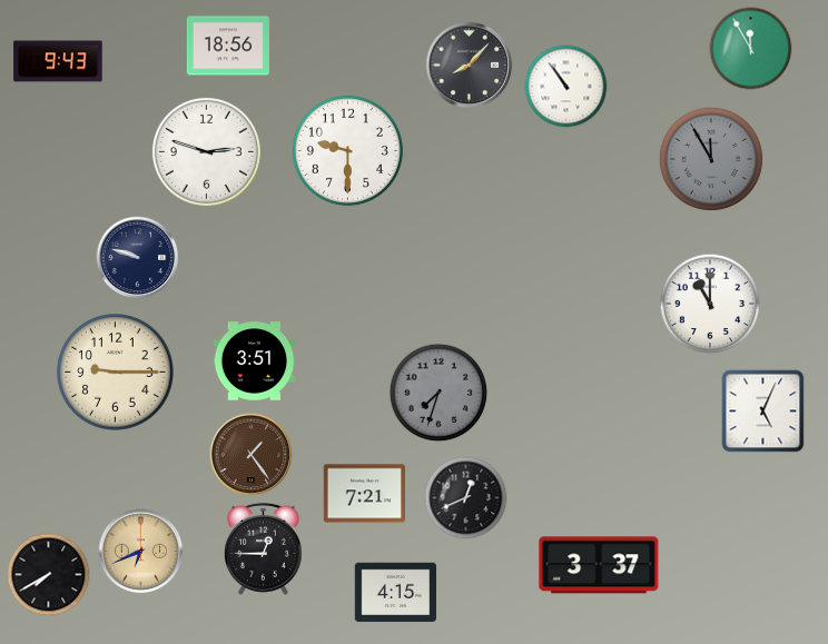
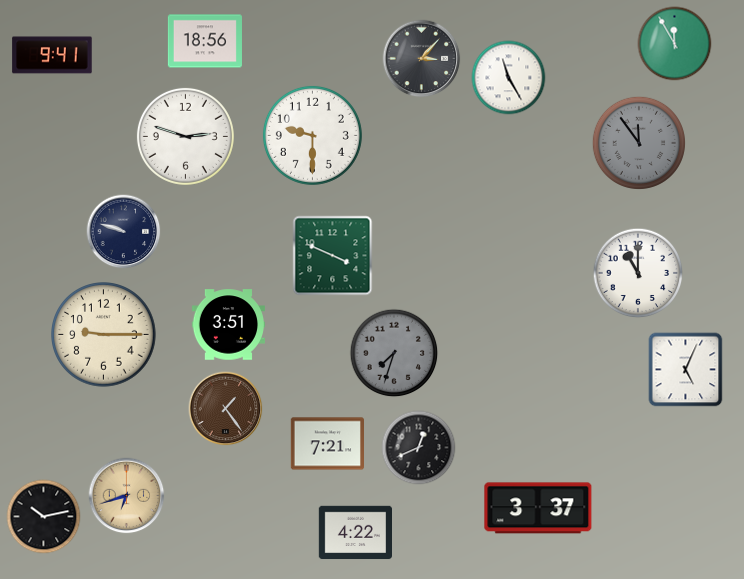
clock at (58, 61): 9:43 -> 9:41
clock at (470, 66): 8:07 -> 3:07
clock at (566, 87): 10:54 -> 11:25
clock at (711, 159): 11:55 -> 11:54
clock at (333, 256): none -> 3:49
clock at (263, 548): 12:45 -> none
clock at (141, 552): 6:41 -> 6:42
clock at (49, 575): 7:40 -> 10:13
clock at (395, 593): 4:15 -> 4:22
